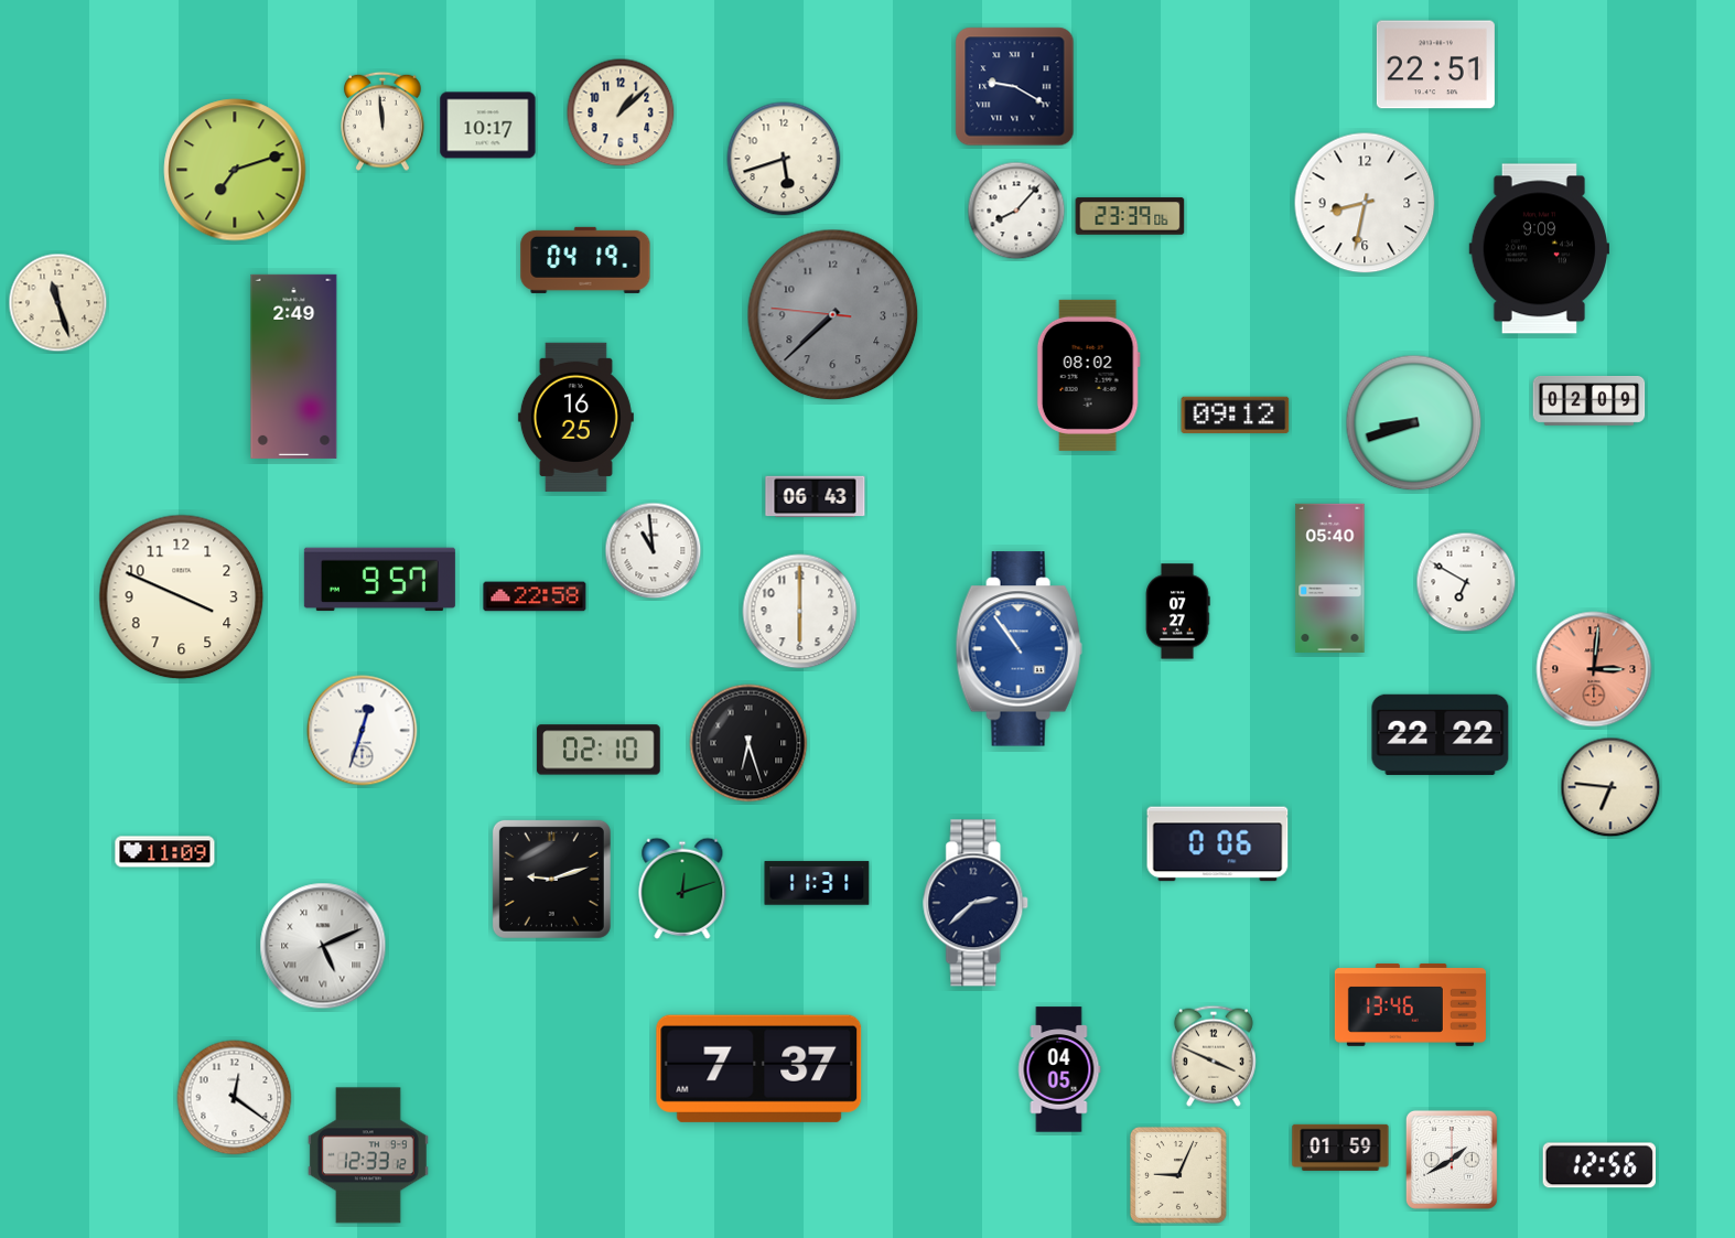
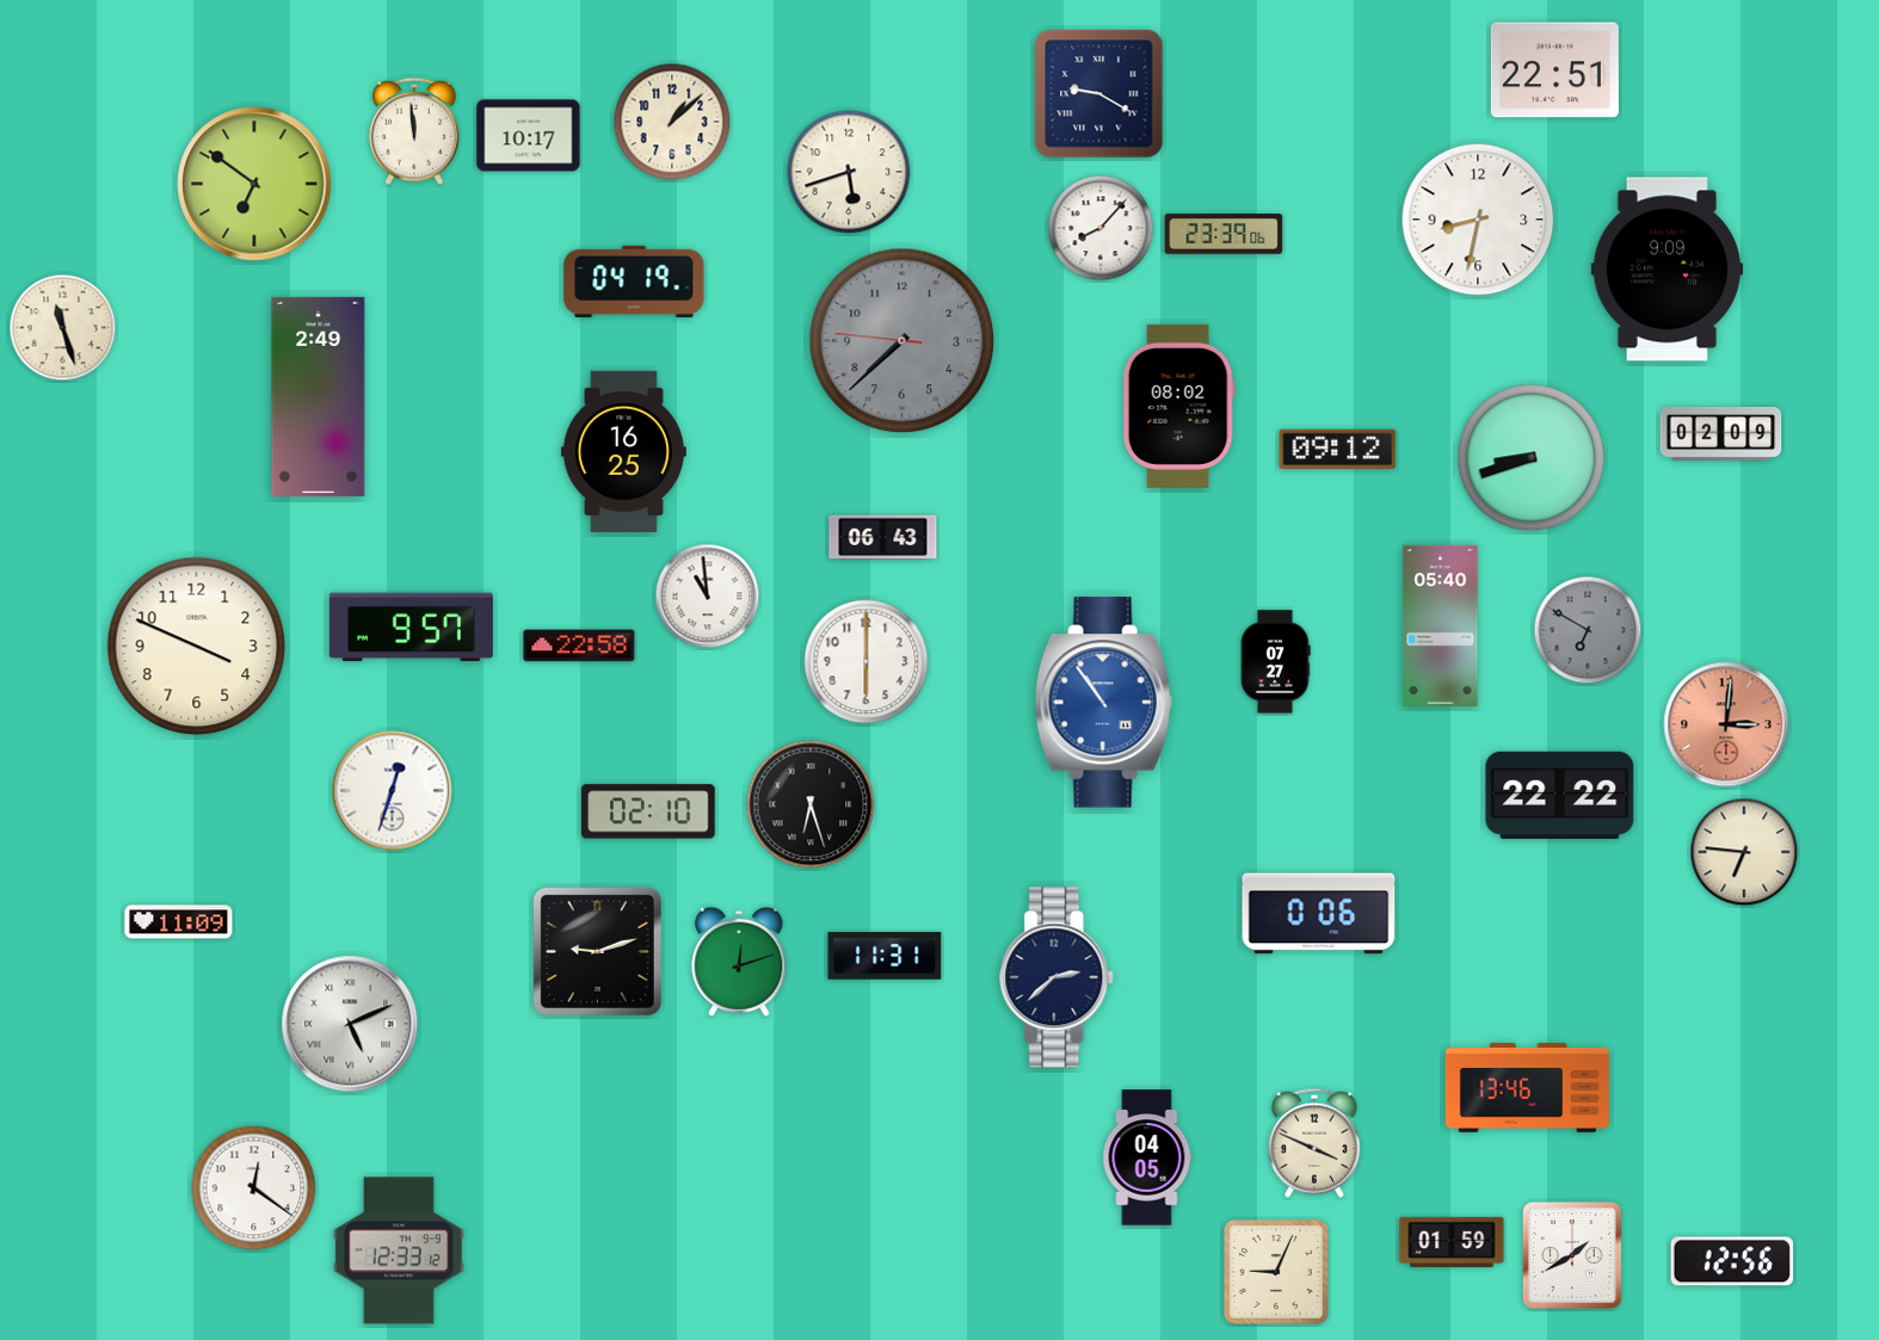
clock at (235, 170): 7:12 -> 6:51
clock at (1466, 582) dial: white -> grey
clock at (759, 1068): 7:37 -> none
